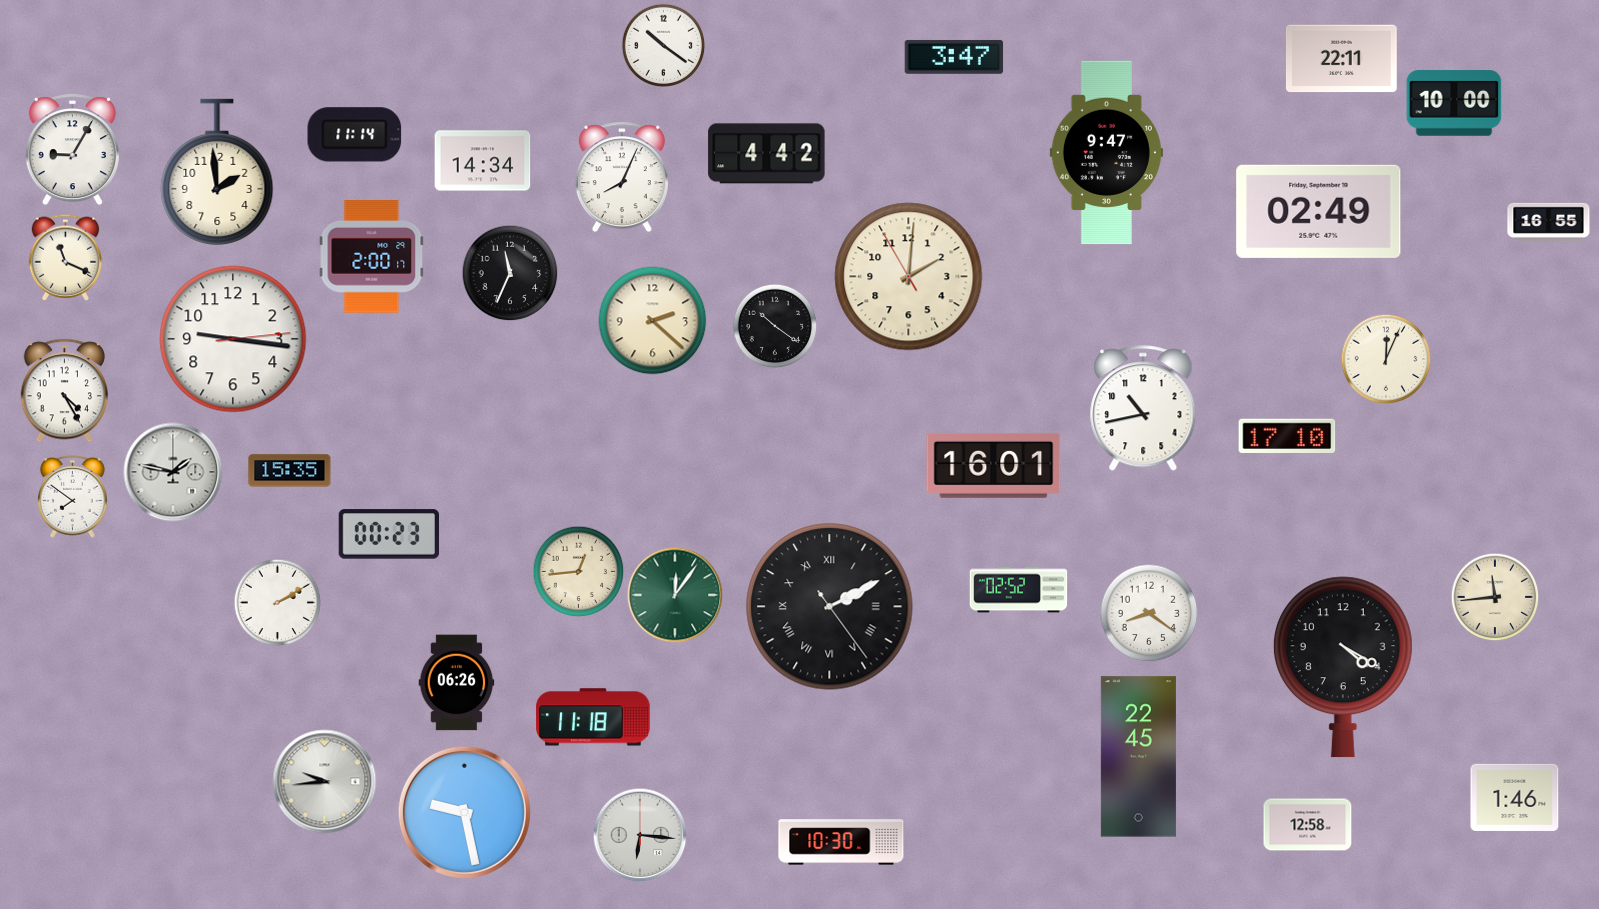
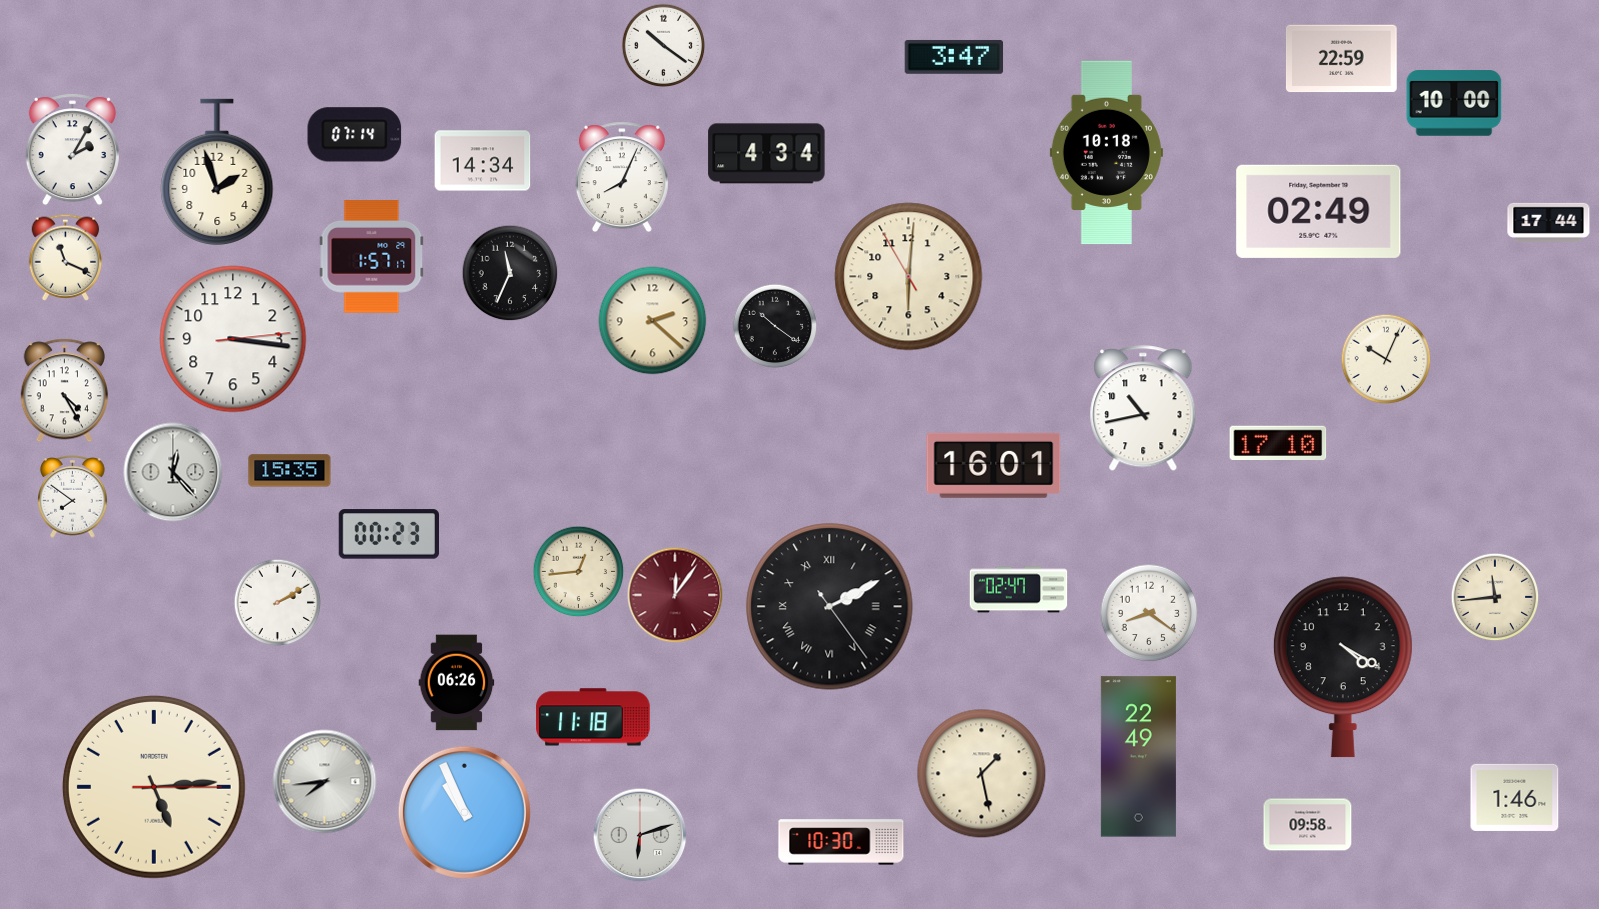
clock at (1341, 59): 22:11 -> 22:59
clock at (355, 135): 11:14 -> 07:14
clock at (72, 150): 9:05 -> 2:05
clock at (1106, 153): 9:47 -> 10:18
clock at (767, 154): 4:42 -> 4:34
clock at (217, 172): 1:59 -> 1:57
clock at (1549, 222): 16:55 -> 17:44
clock at (372, 257): 2:00 -> 1:57
clock at (909, 277): 2:00 -> 6:00
clock at (233, 339): 9:16 -> 3:16
clock at (1386, 359): 12:04 -> 10:04
clock at (1287, 435) position: (1287, 435) -> (1278, 442)
clock at (173, 472): 1:47 -> 12:23
clock at (1019, 590): 02:52 -> 02:47
clock at (675, 595) dial: green -> burgundy
clock at (1138, 757): 22:45 -> 22:49
clock at (982, 774): none -> 1:28
clock at (325, 782): 9:44 -> 7:44
clock at (154, 787): none -> 5:14
clock at (464, 812): 9:28 -> 10:56
clock at (1308, 825): 12:58 -> 09:58
clock at (640, 835): 6:16 -> 6:12
